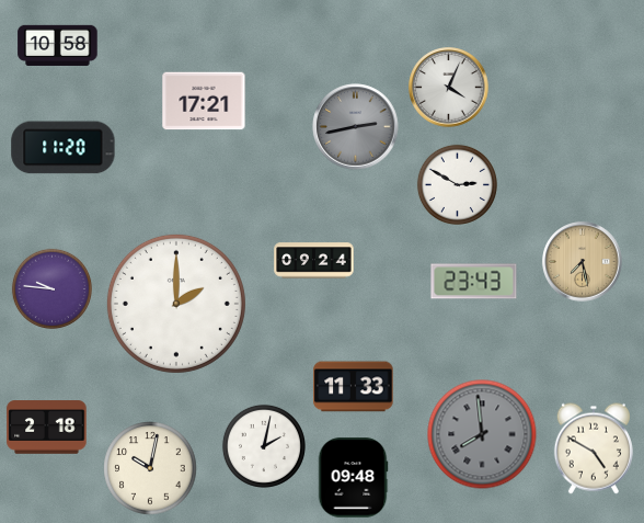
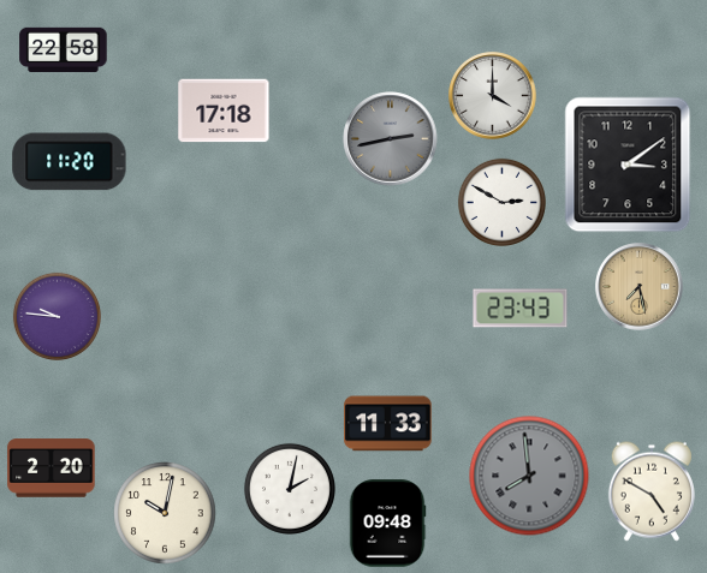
clock at (58, 45): 10:58 -> 22:58
clock at (449, 88): 4:04 -> 4:00
clock at (204, 101): 17:21 -> 17:18
clock at (628, 165): none -> 3:09
clock at (314, 261): 09:24 -> none
clock at (176, 304): 2:00 -> none
clock at (47, 428): 2:18 -> 2:20
